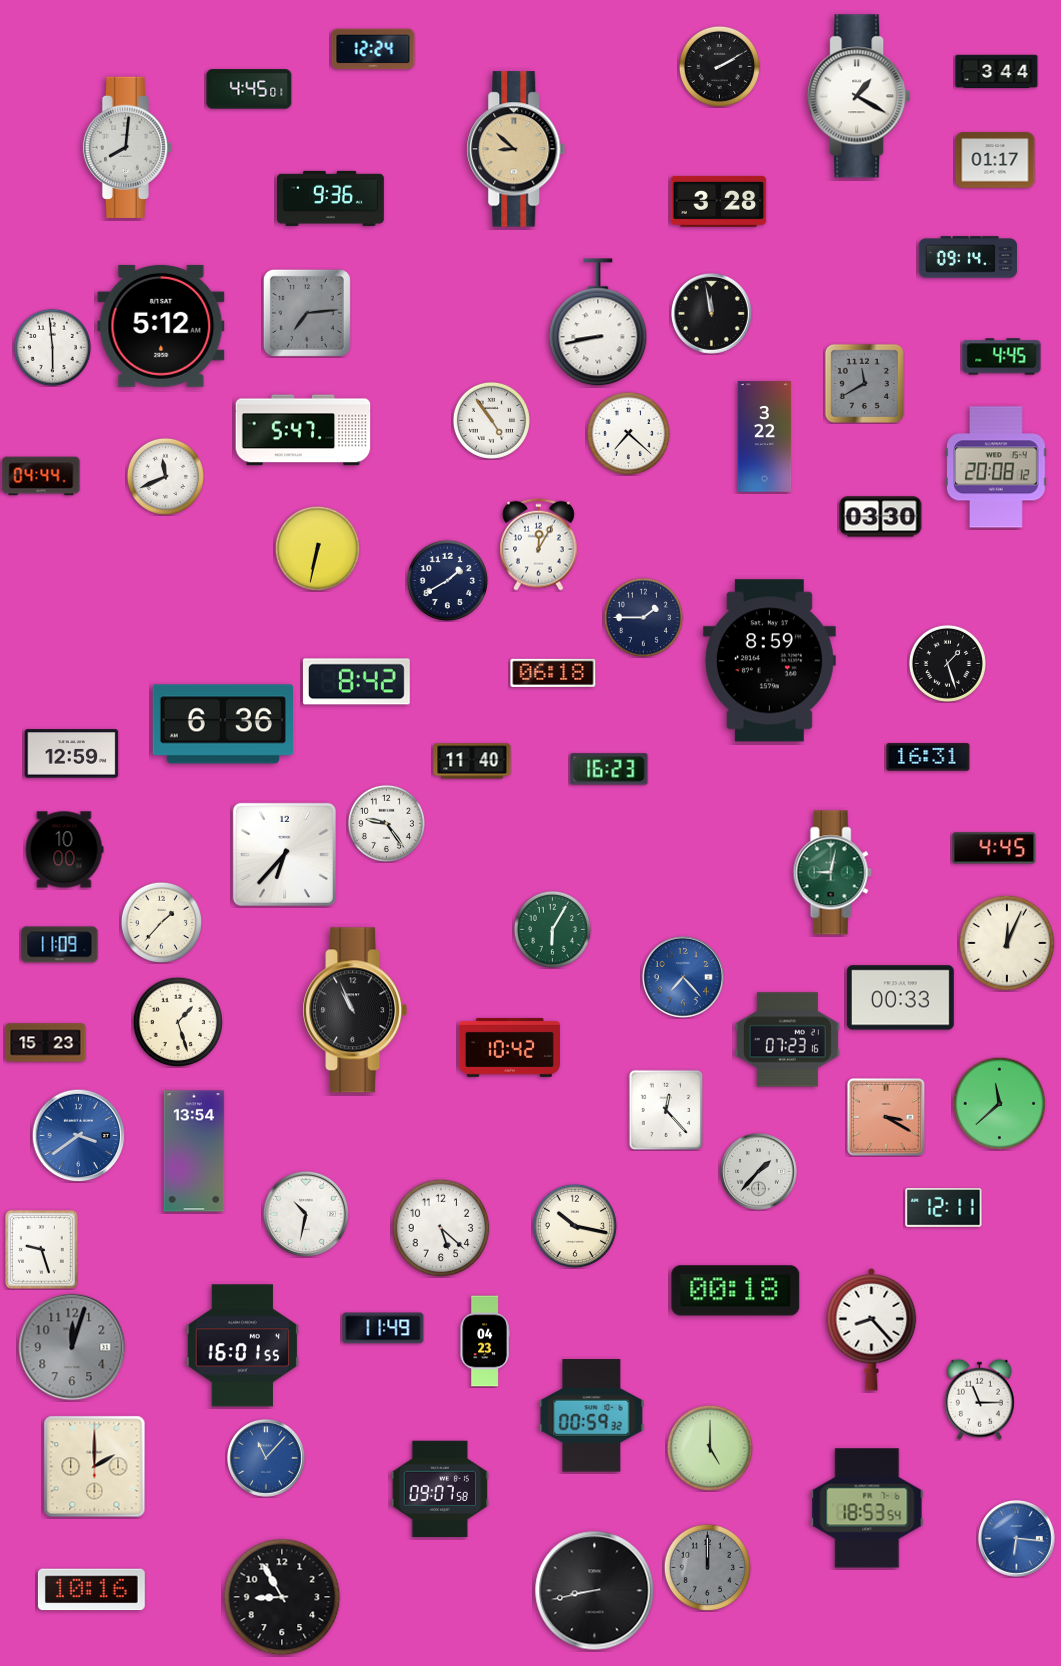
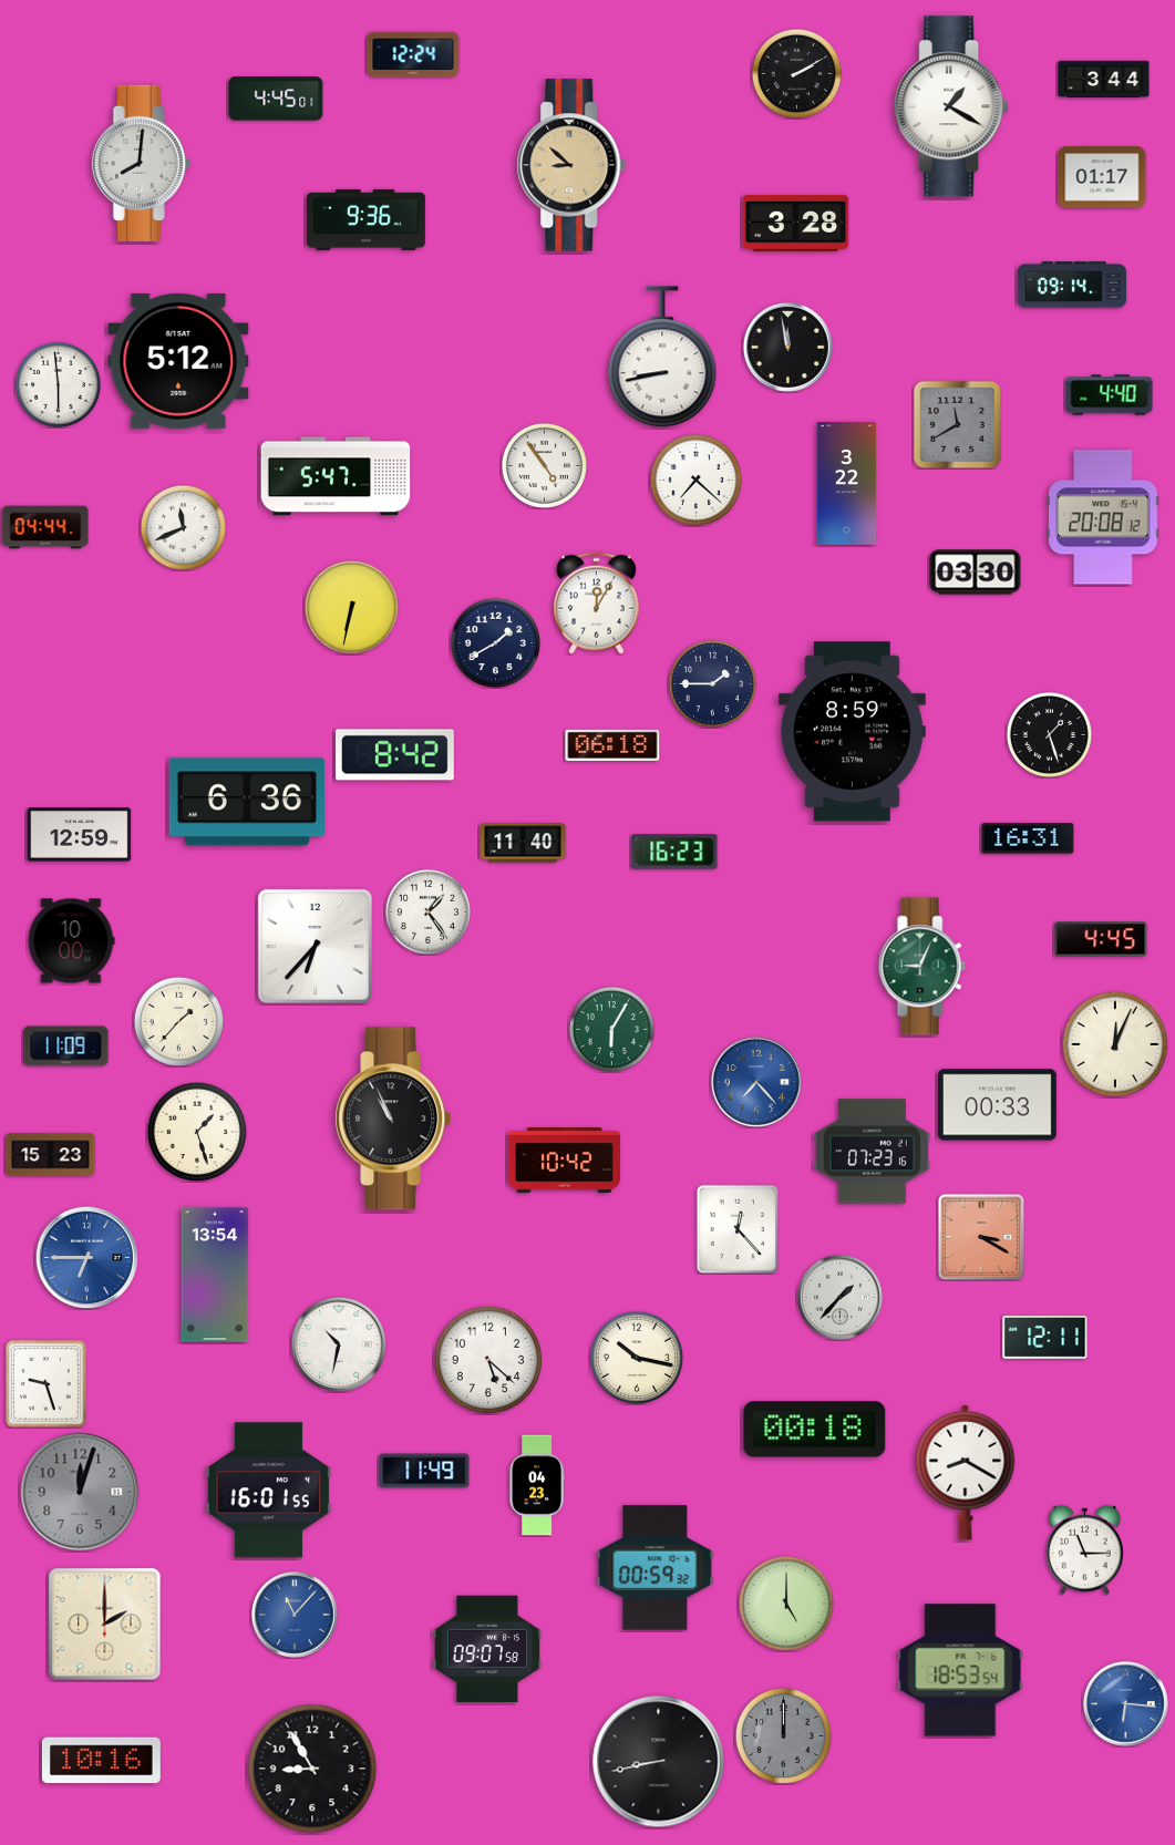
clock at (307, 313): 7:14 -> none
clock at (1002, 357): 4:45 -> 4:40
clock at (386, 823): 9:24 -> 1:24
clock at (832, 873): 9:02 -> 9:04
clock at (999, 1103): 11:38 -> none
clock at (78, 1135): 3:39 -> 6:45
clock at (872, 1329): 8:23 -> 8:20
